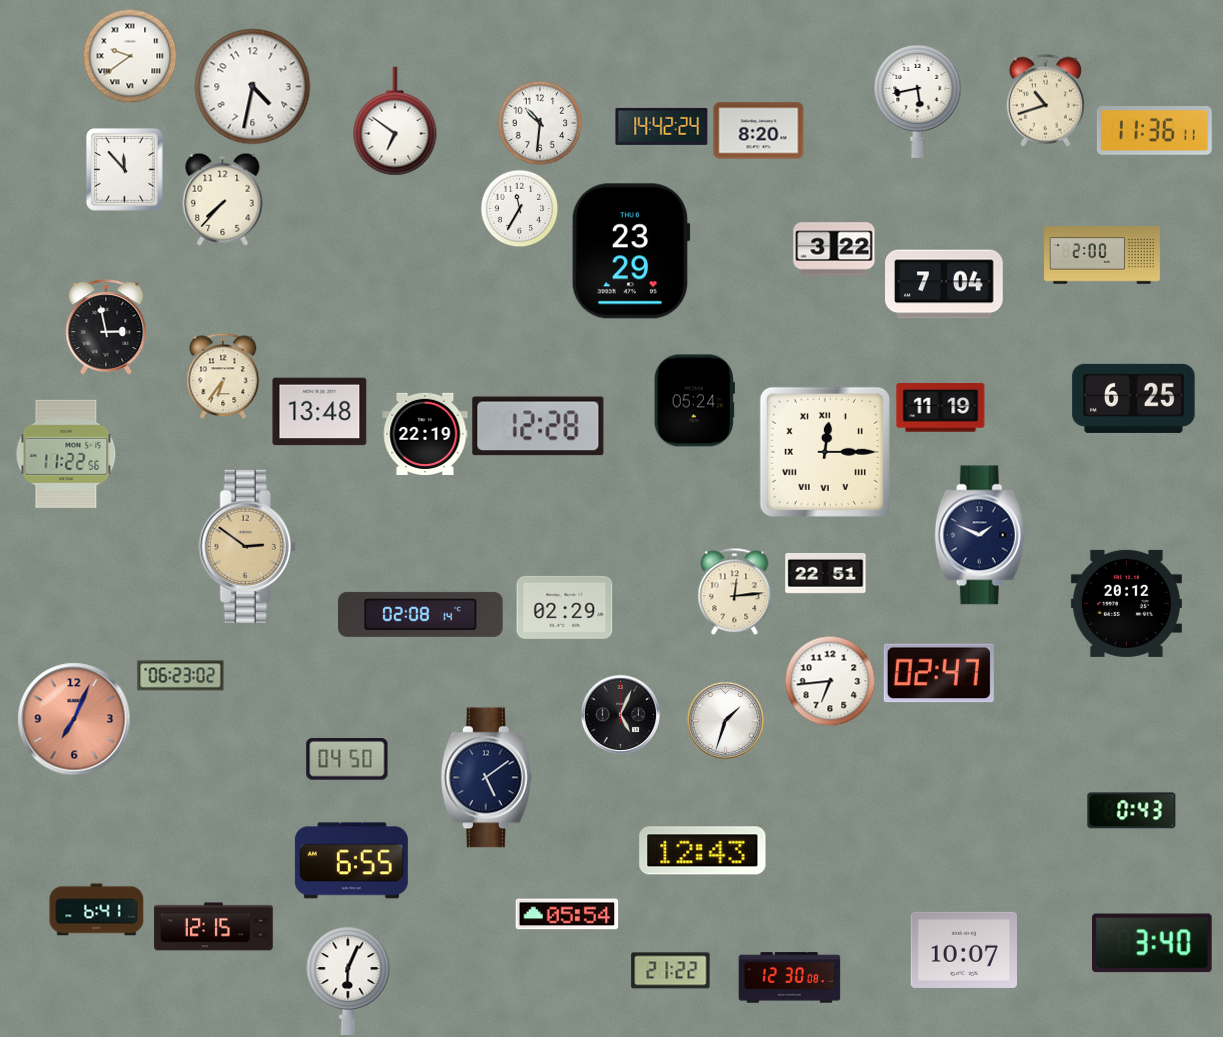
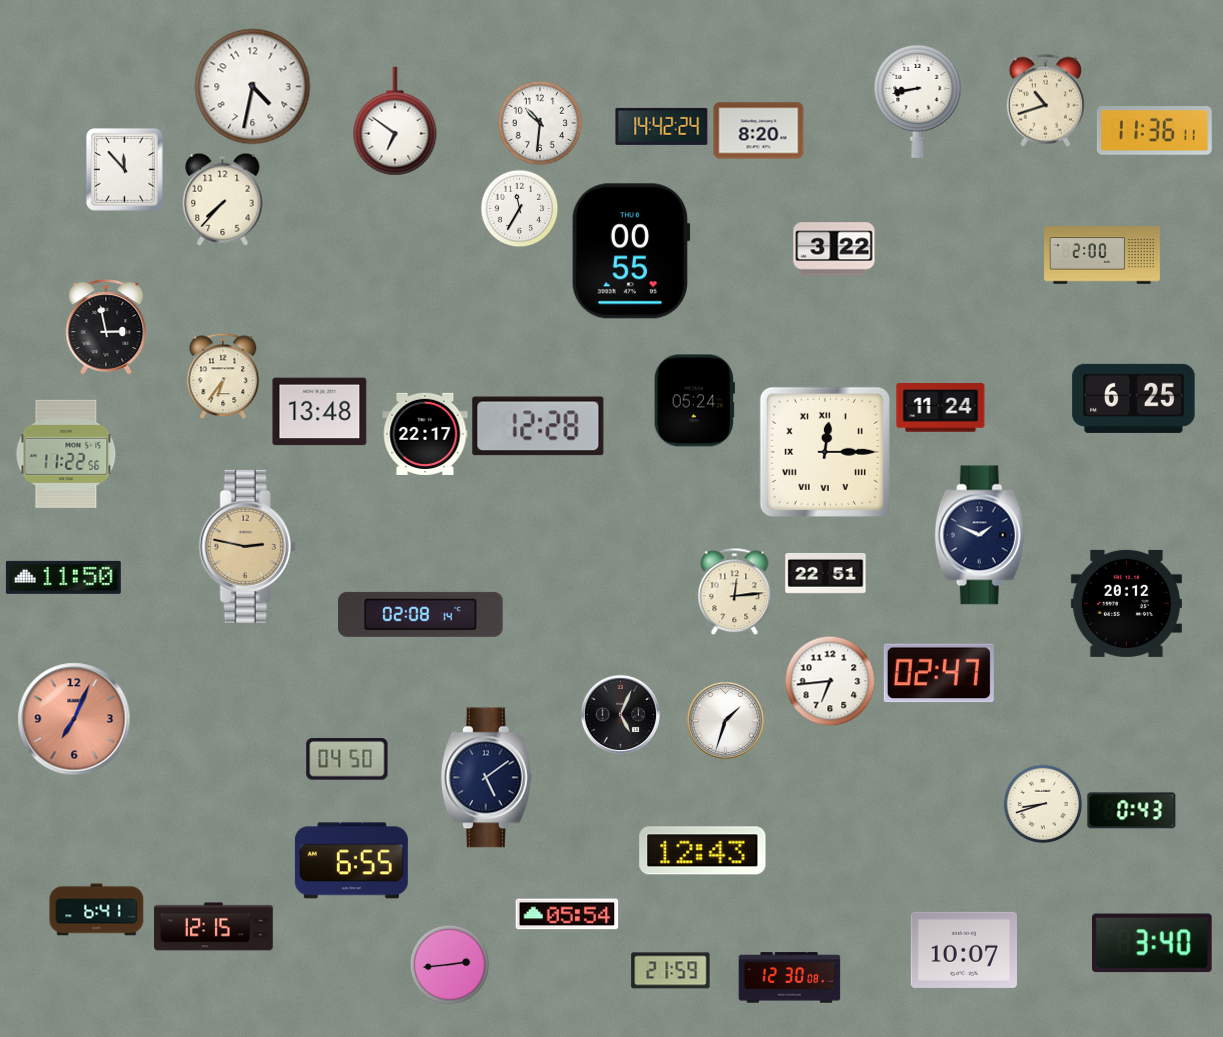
clock at (130, 56): 9:39 -> none
clock at (918, 101): 5:43 -> 8:43
clock at (631, 251): 23:29 -> 00:55
clock at (945, 284): 7:04 -> none
clock at (941, 408): 11:19 -> 11:24
clock at (425, 434): 22:19 -> 22:17
clock at (247, 546): 2:51 -> 2:47
clock at (63, 577): none -> 11:50
clock at (565, 607): 02:29 -> none
clock at (181, 676): 06:23 -> none
clock at (1043, 804): none -> 8:42
clock at (449, 964): none -> 2:44
clock at (671, 971): 21:22 -> 21:59
clock at (348, 981): 6:04 -> none
